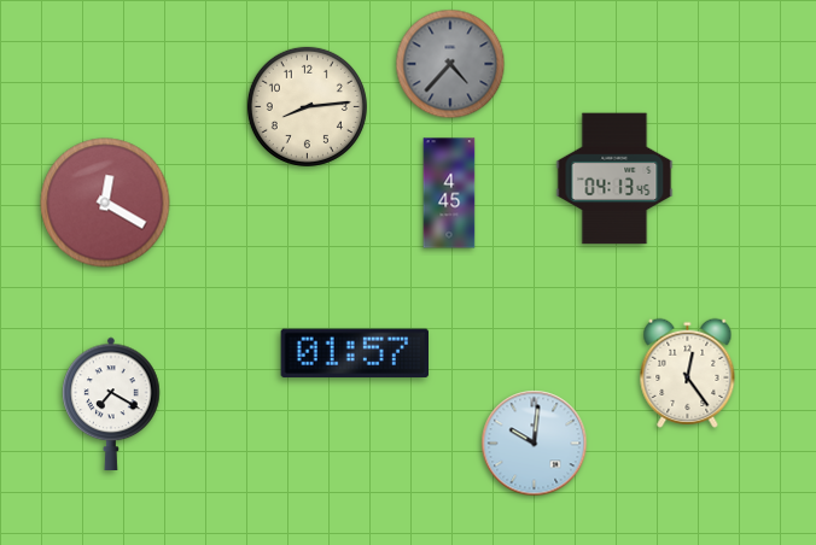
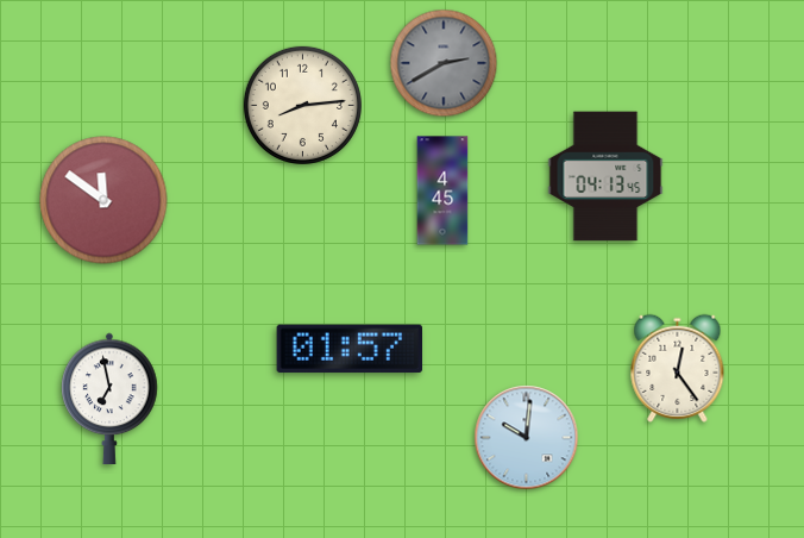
clock at (450, 64): 4:37 -> 2:40
clock at (105, 203): 12:20 -> 11:51
clock at (111, 403): 7:20 -> 6:58
